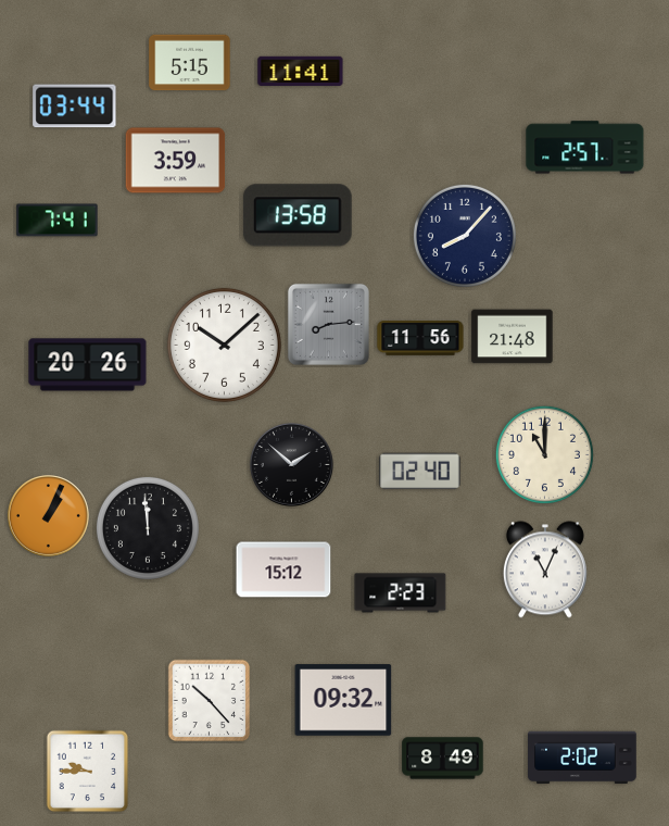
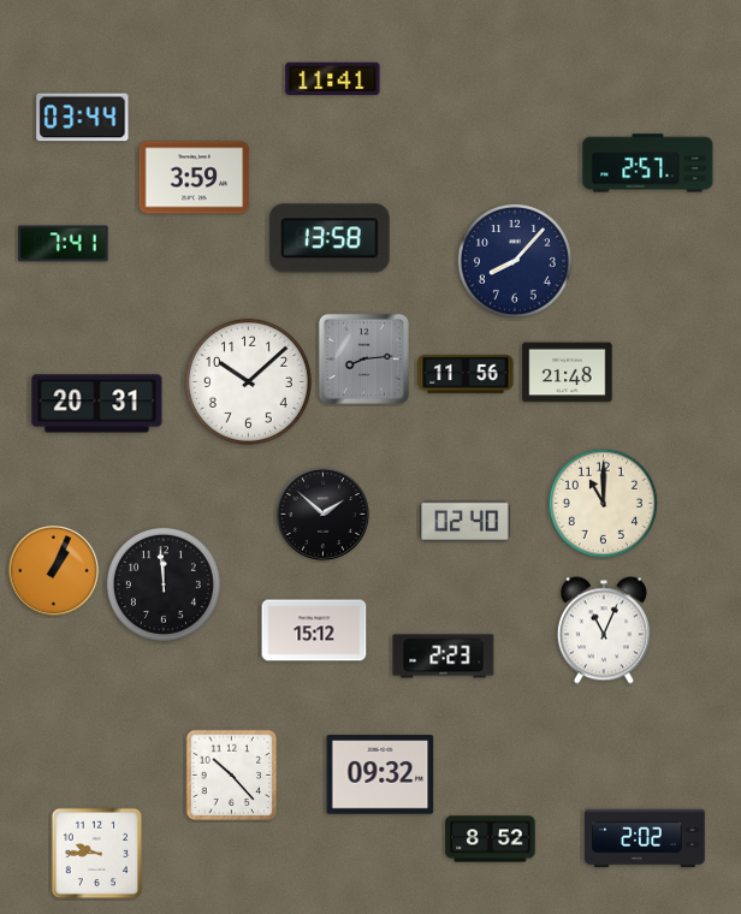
clock at (190, 63): 5:15 -> none
clock at (88, 365): 20:26 -> 20:31
clock at (443, 759): 8:49 -> 8:52
